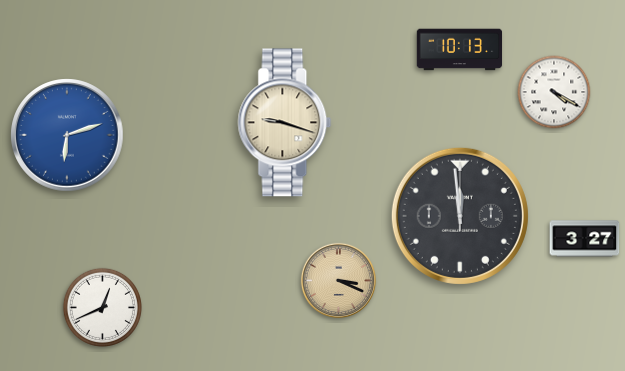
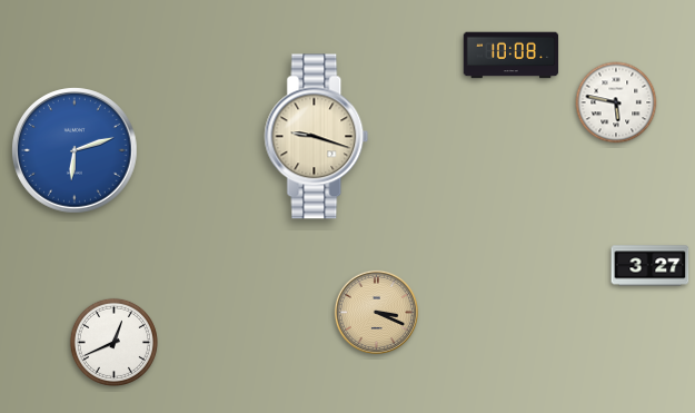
clock at (460, 50): 10:13 -> 10:08
clock at (554, 92): 4:20 -> 5:47
clock at (460, 216): 11:59 -> none
